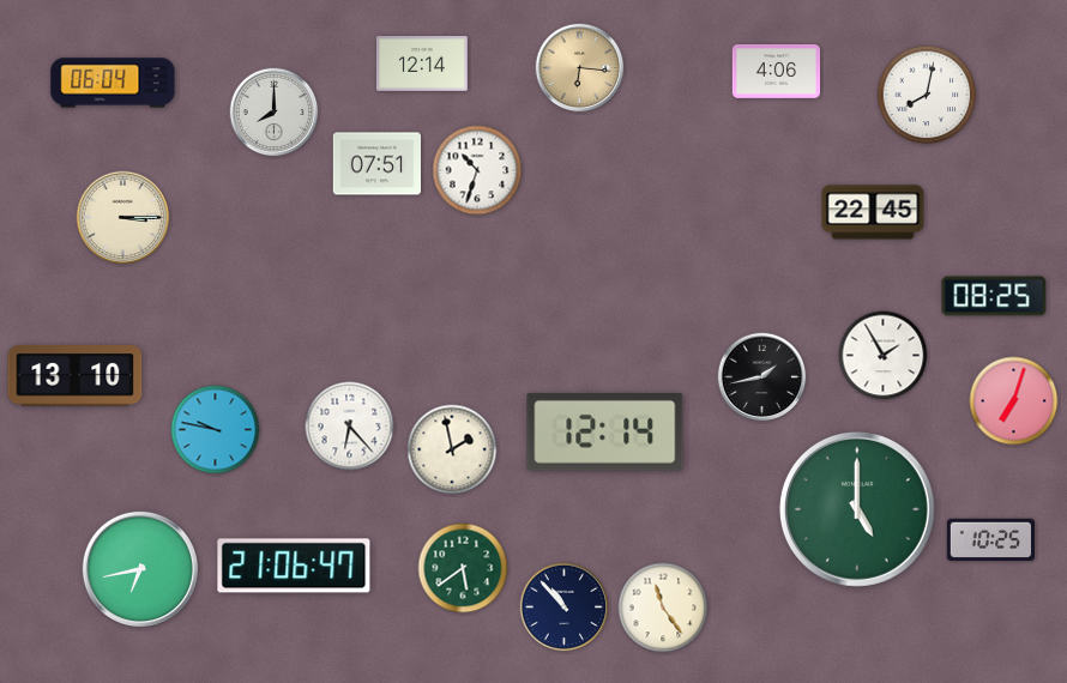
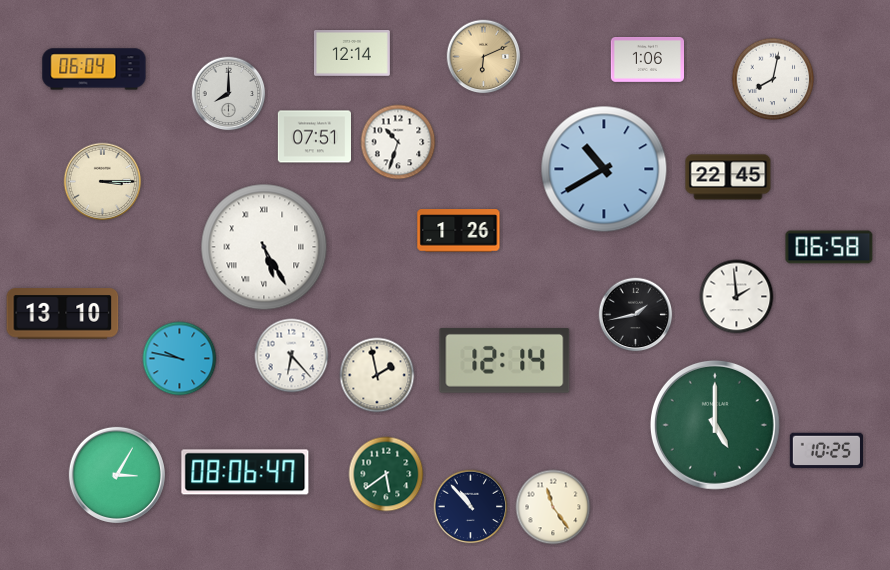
clock at (580, 68): 6:16 -> 6:11
clock at (776, 72): 4:06 -> 1:06
clock at (604, 169): none -> 10:40
clock at (459, 231): none -> 1:26
clock at (264, 247): none -> 5:25
clock at (994, 296): 08:25 -> 06:58
clock at (884, 356): 1:55 -> 1:59
clock at (1014, 401): 7:03 -> none
clock at (294, 566): 21:06 -> 08:06
clock at (140, 569): 6:43 -> 3:05
